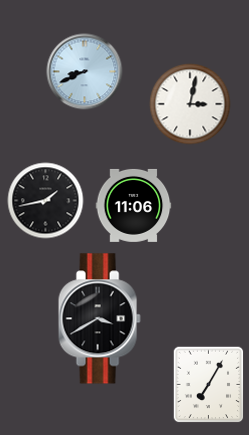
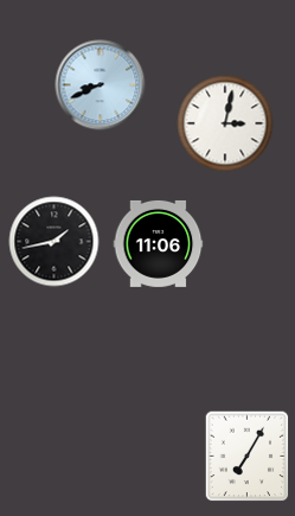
clock at (46, 201) position: (46, 201) -> (54, 242)
clock at (99, 319): 3:40 -> none
